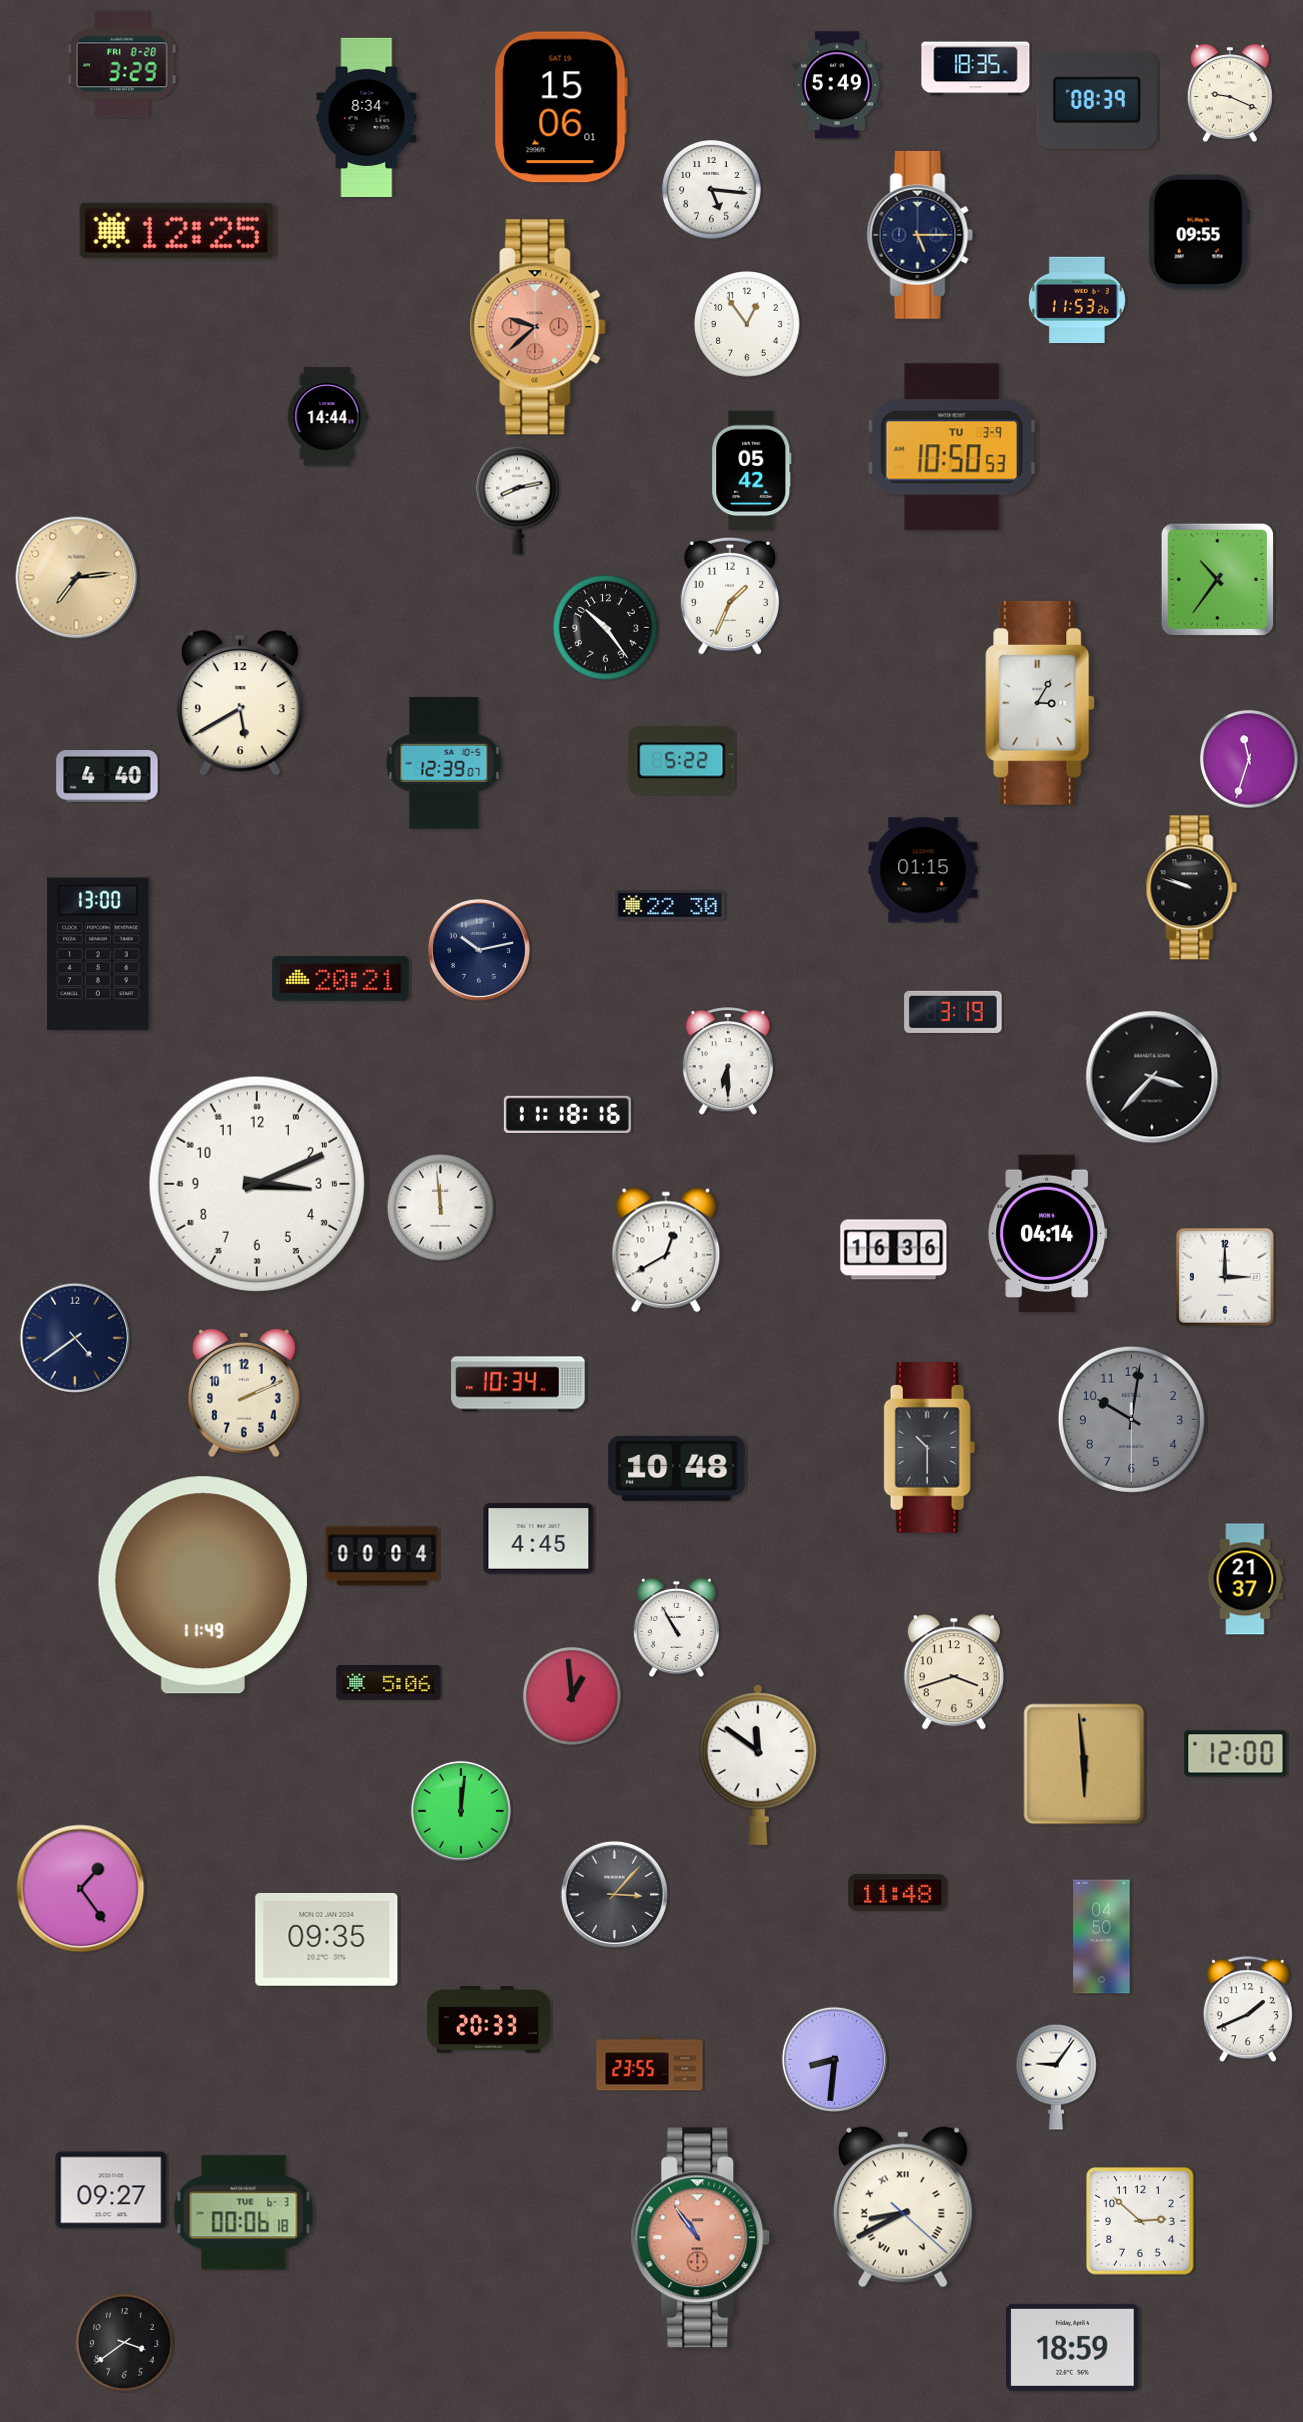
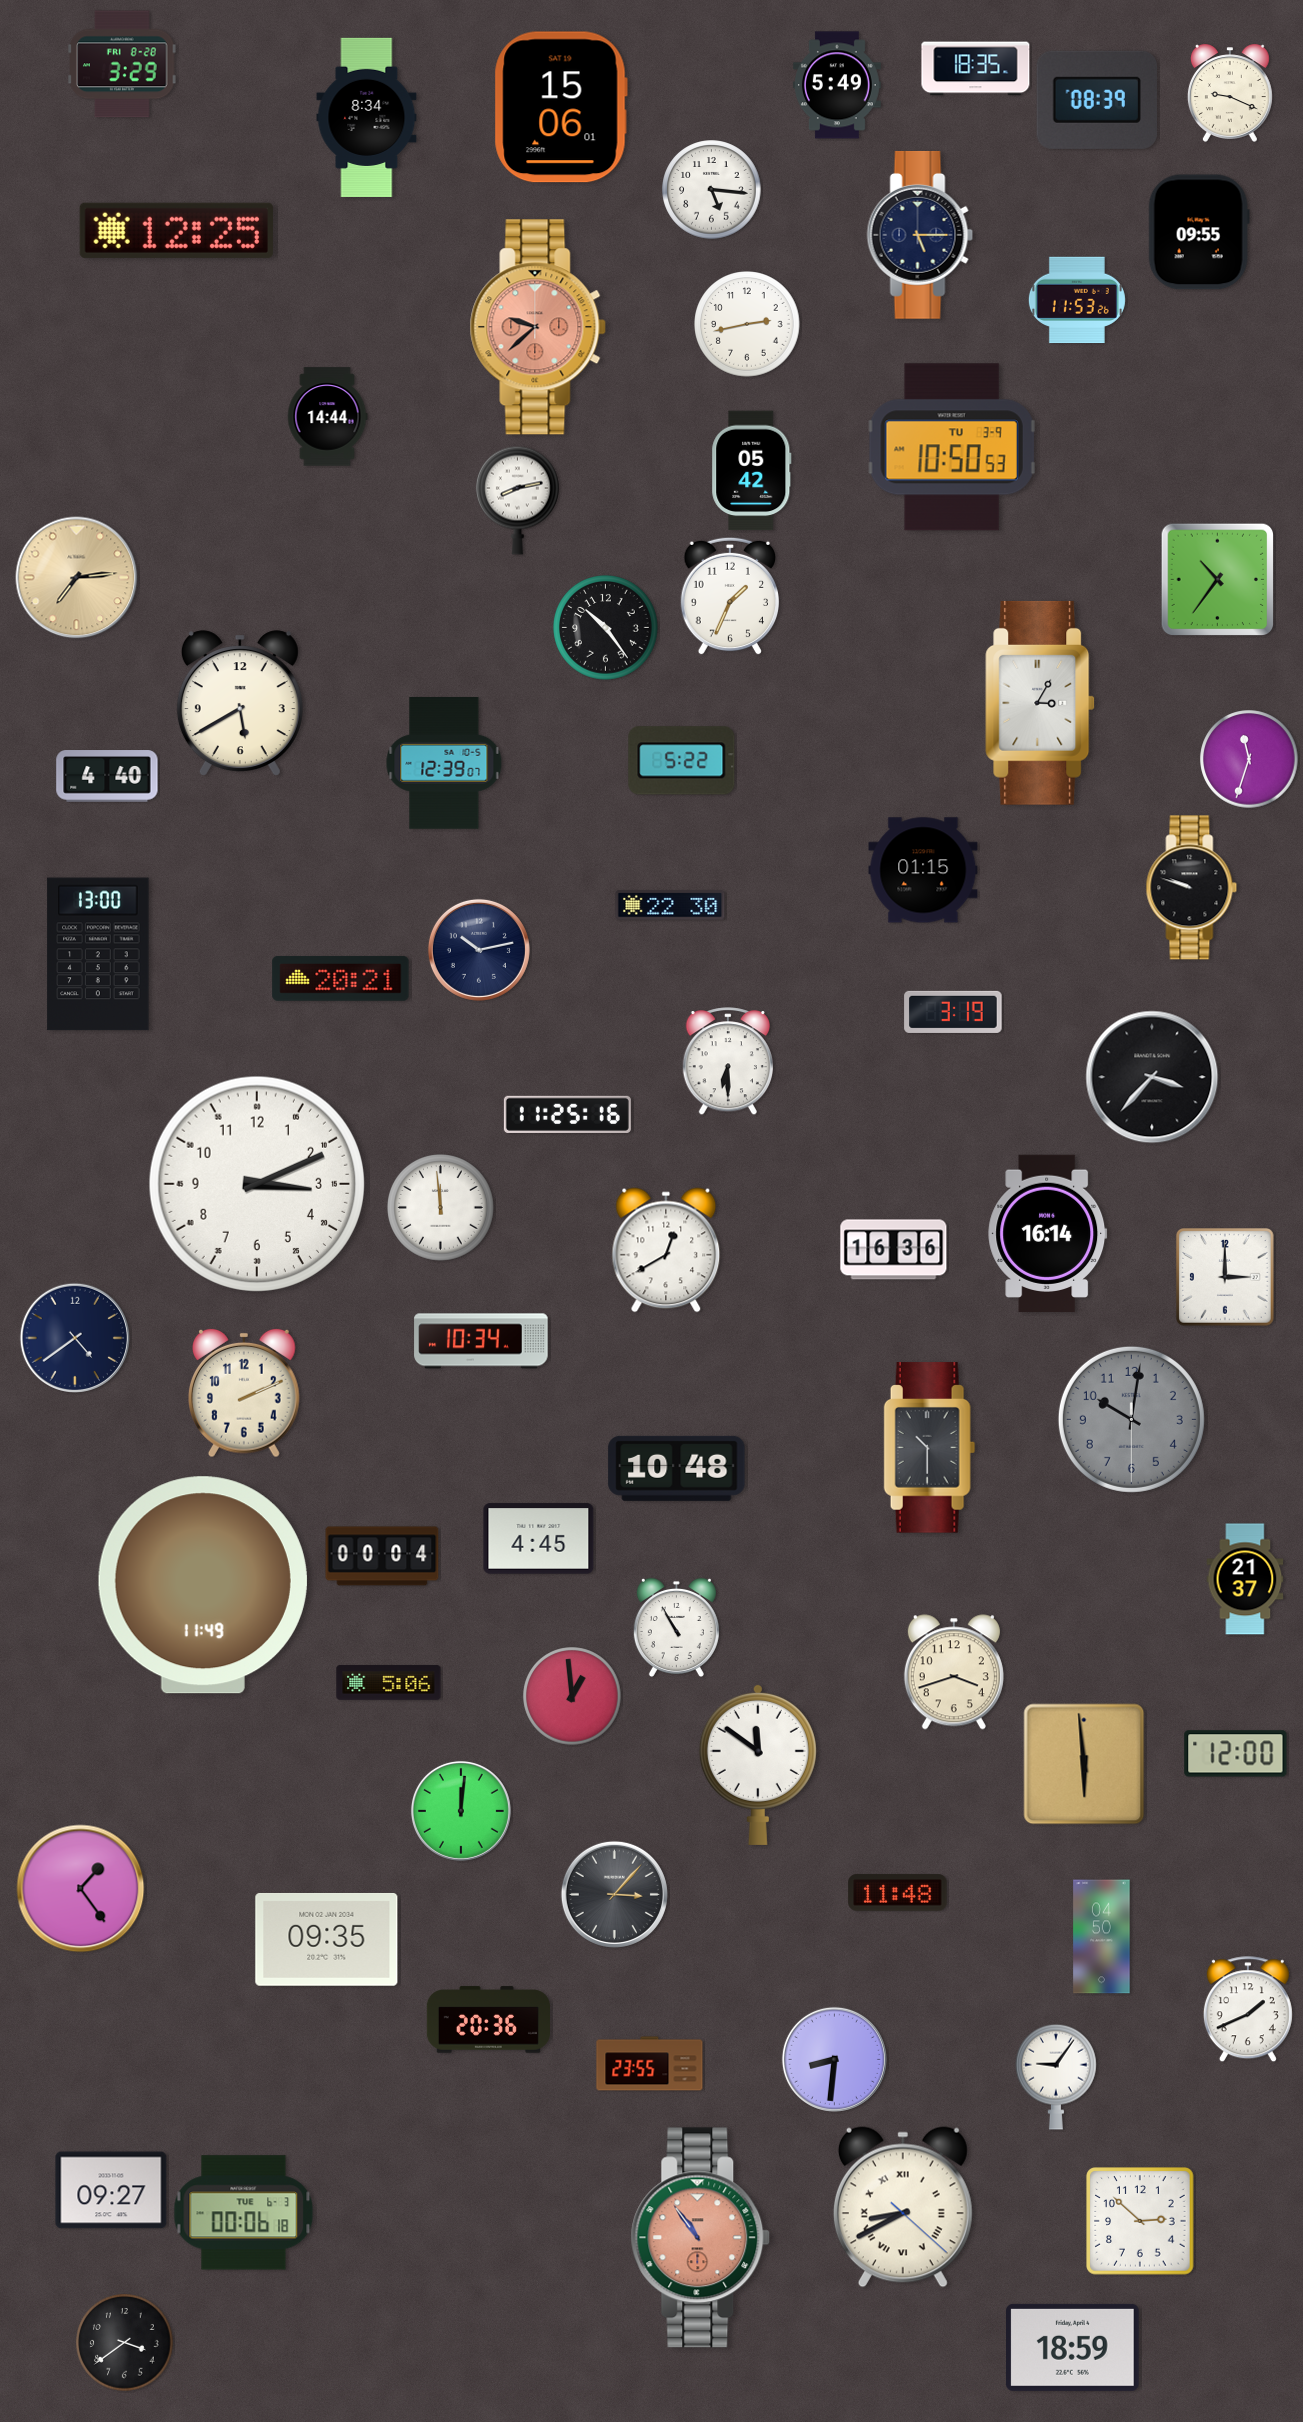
clock at (747, 324): 12:54 -> 2:43
clock at (567, 1114): 11:18 -> 11:25
clock at (1048, 1233): 04:14 -> 16:14
clock at (518, 1384) position: (518, 1384) -> (481, 1341)
clock at (488, 2020): 20:33 -> 20:36
